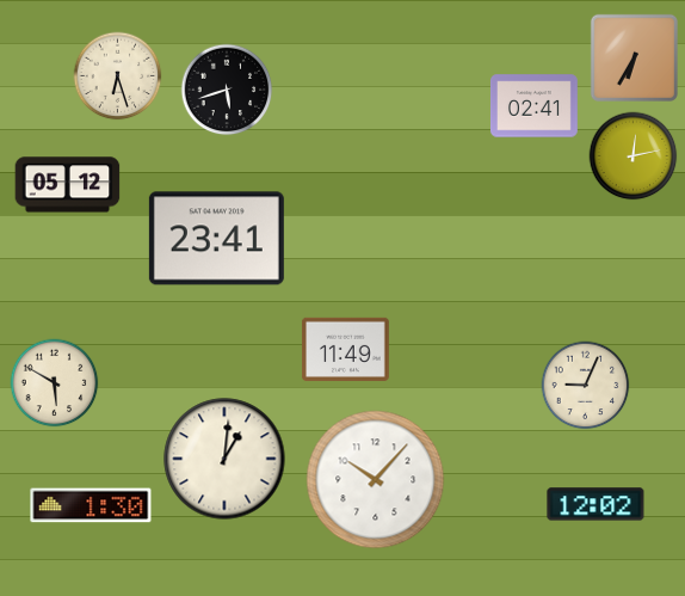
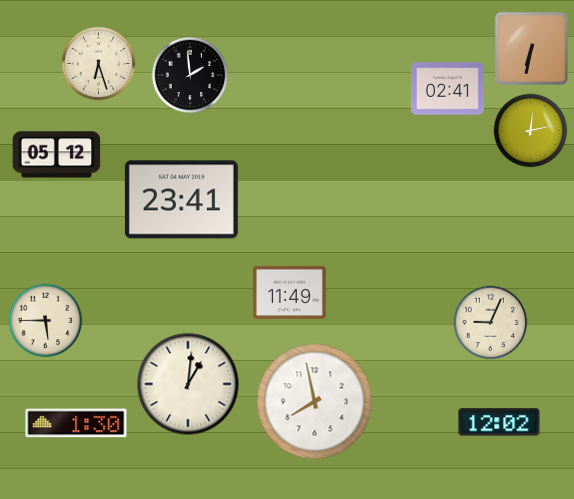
clock at (634, 57): 6:35 -> 6:32
clock at (227, 90): 5:42 -> 1:59
clock at (55, 383): 5:50 -> 5:45
clock at (376, 480): 10:07 -> 7:58
